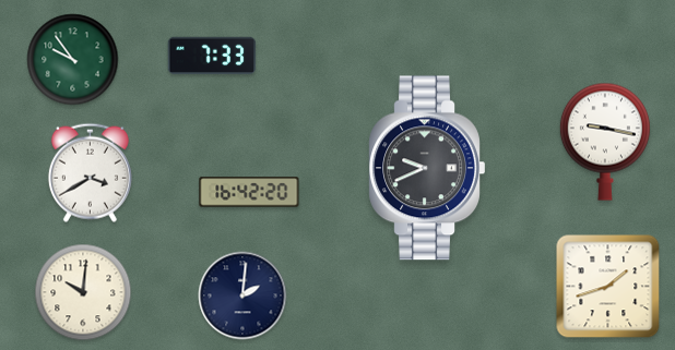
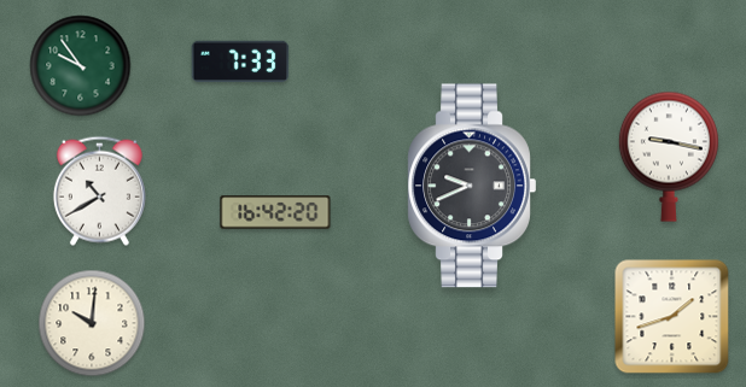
clock at (212, 56) position: (212, 56) -> (240, 61)
clock at (90, 172): 3:40 -> 10:40
clock at (242, 295): 2:01 -> none
